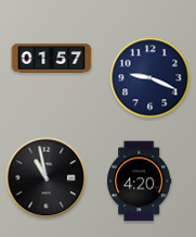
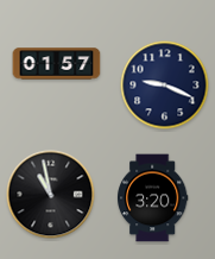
clock at (140, 182): 4:20 -> 3:20
